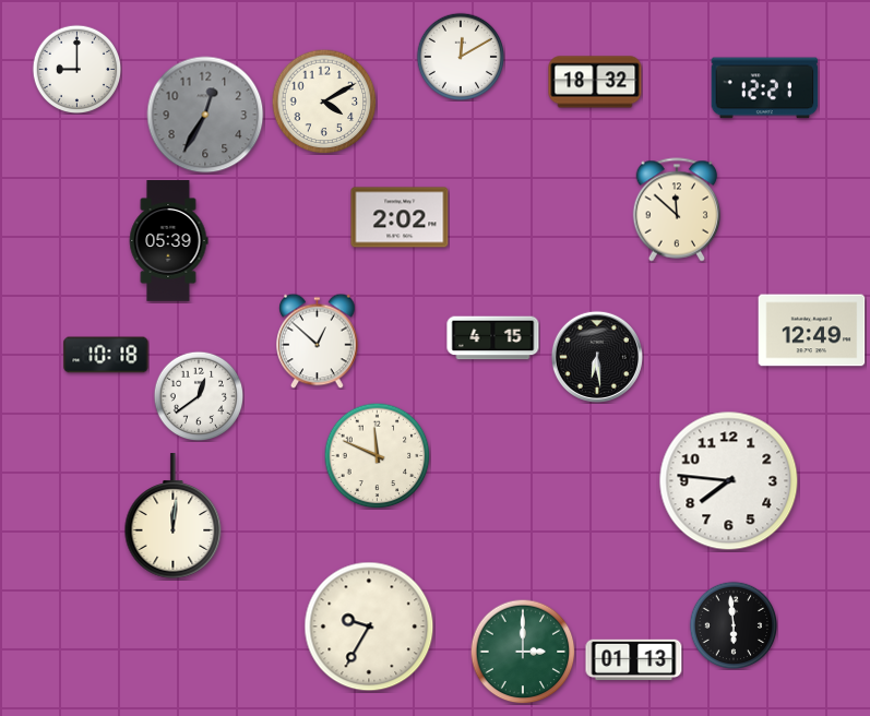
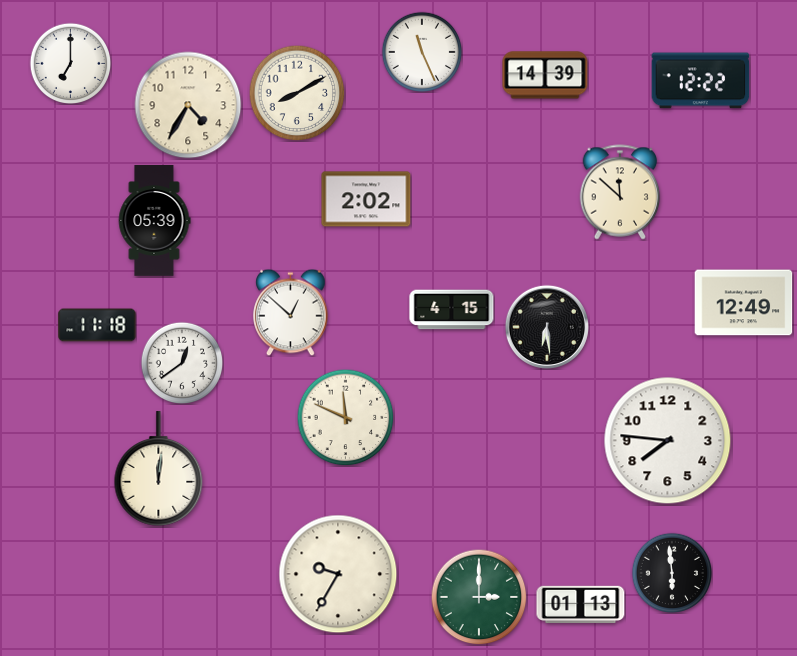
clock at (461, 57): 12:10 -> 11:26
clock at (76, 69): 9:00 -> 7:00
clock at (595, 82): 18:32 -> 14:39
clock at (765, 88): 12:21 -> 12:22
clock at (324, 102): 4:10 -> 8:10
clock at (205, 115): 12:35 -> 4:35
clock at (205, 115) dial: grey -> cream
clock at (106, 355): 10:18 -> 11:18
clock at (174, 516) position: (174, 516) -> (159, 469)
